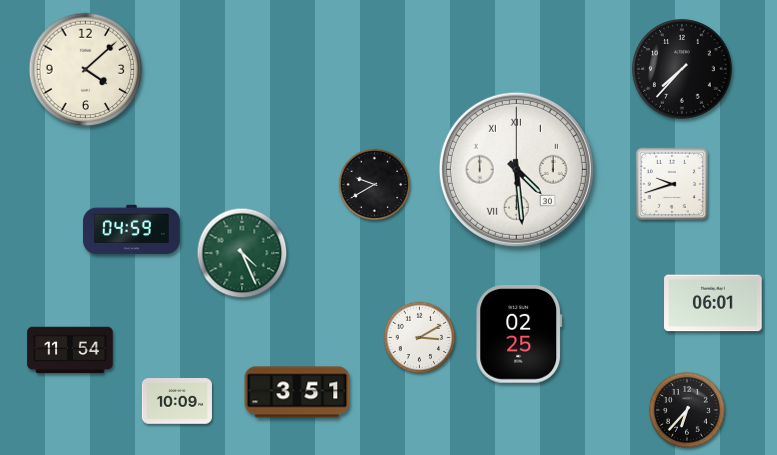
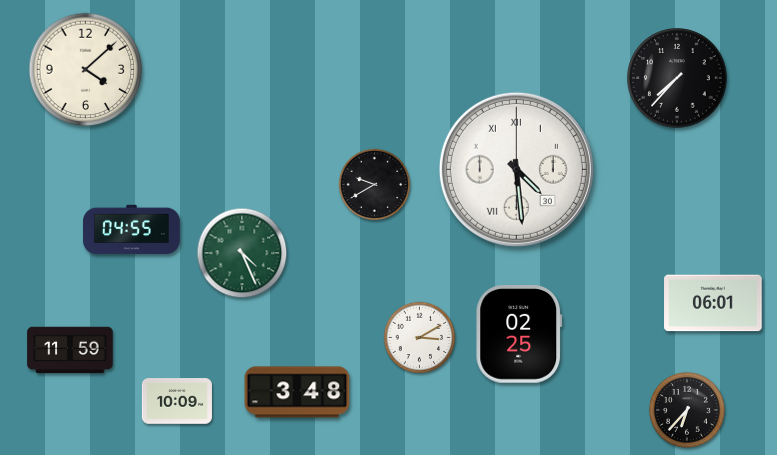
clock at (682, 69) position: (682, 69) -> (677, 78)
clock at (672, 184): 9:42 -> none
clock at (132, 230): 04:59 -> 04:55
clock at (70, 350): 11:54 -> 11:59
clock at (297, 392): 3:51 -> 3:48
